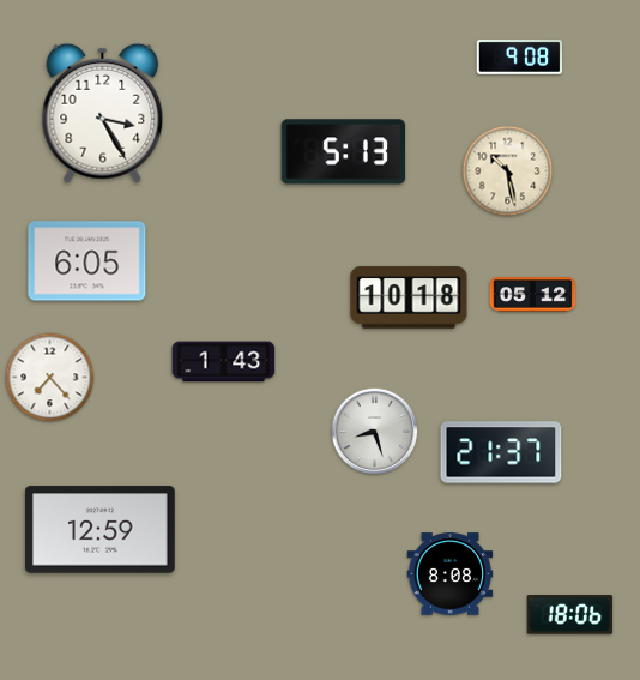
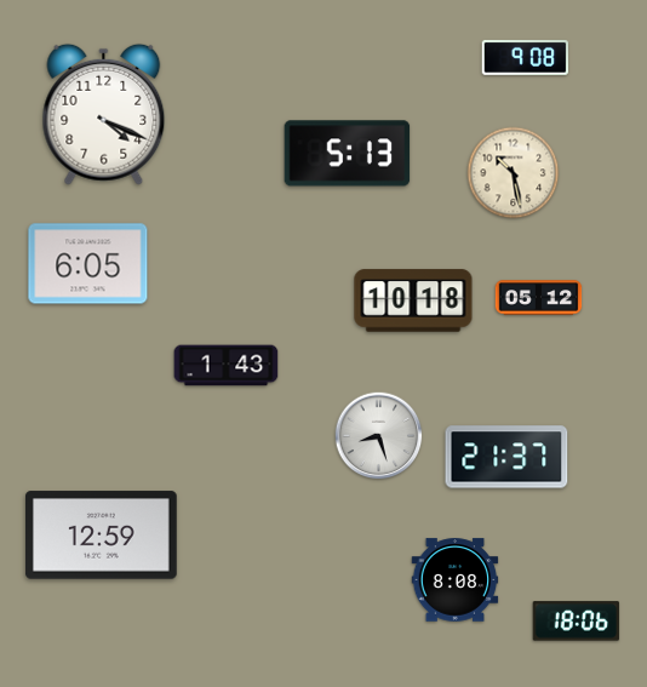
clock at (103, 113): 3:25 -> 4:19
clock at (50, 378): 7:23 -> none
